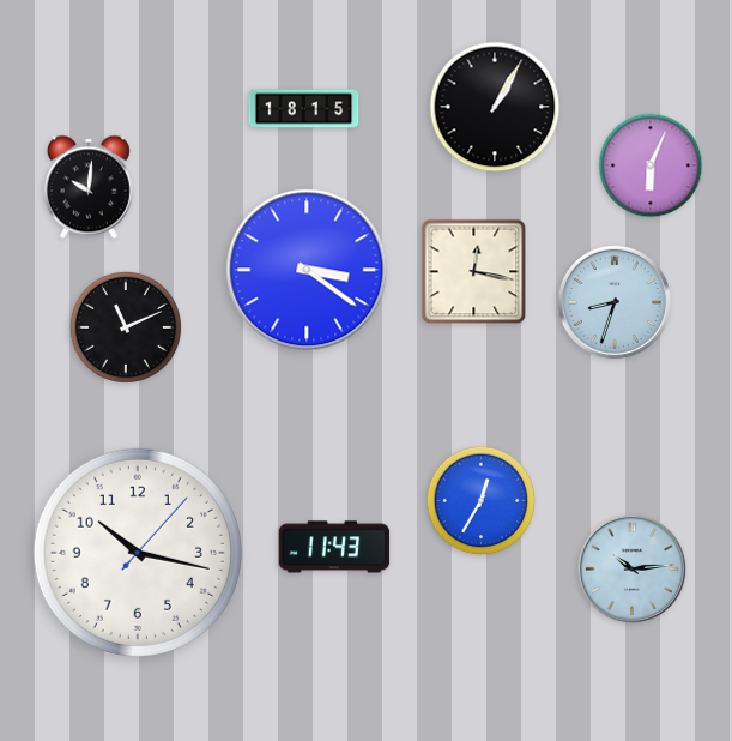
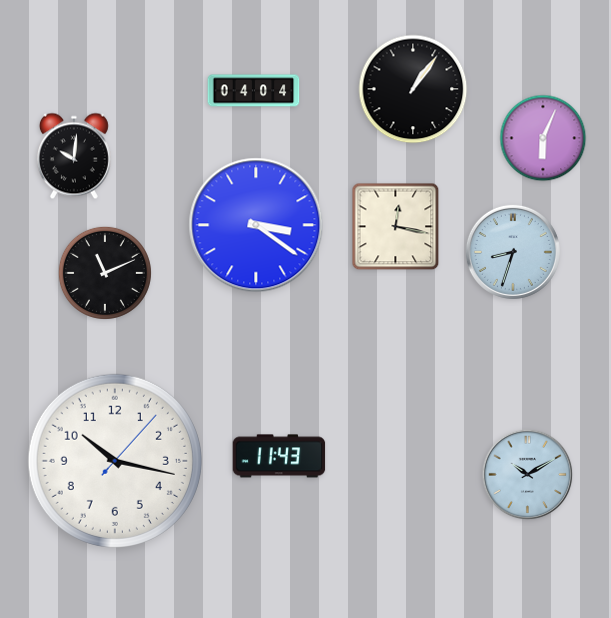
clock at (495, 107): 1:05 -> 1:06
clock at (304, 109): 18:15 -> 04:04
clock at (482, 501): 12:35 -> none
clock at (633, 570): 10:14 -> 10:10
